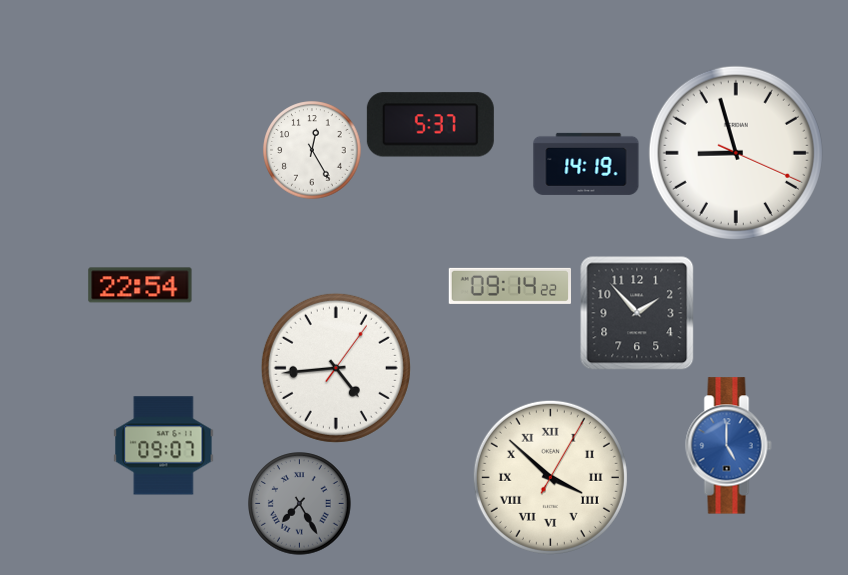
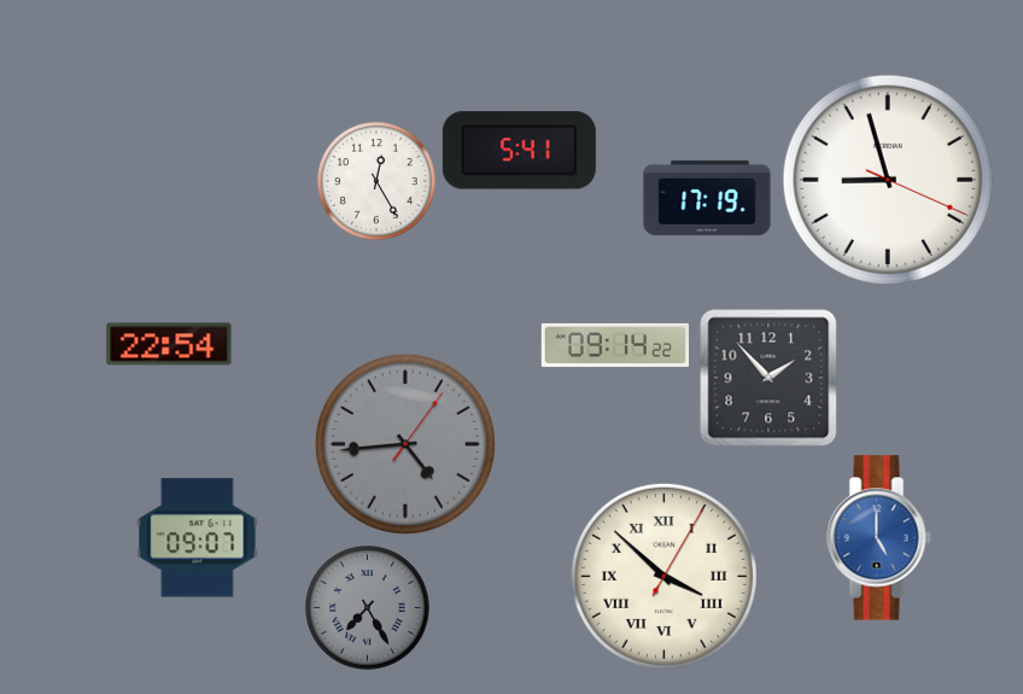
clock at (430, 125): 5:37 -> 5:41
clock at (736, 153) position: (736, 153) -> (888, 180)
clock at (586, 164): 14:19 -> 17:19
clock at (336, 368) dial: white -> grey
clock at (300, 504) position: (300, 504) -> (368, 608)
